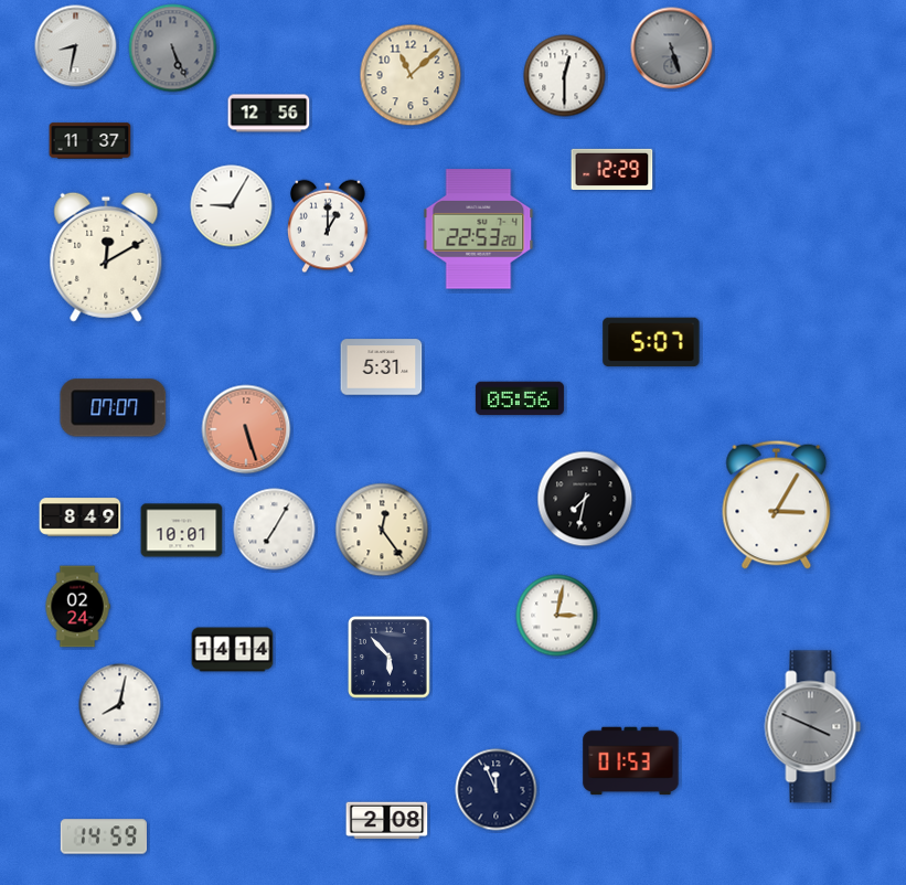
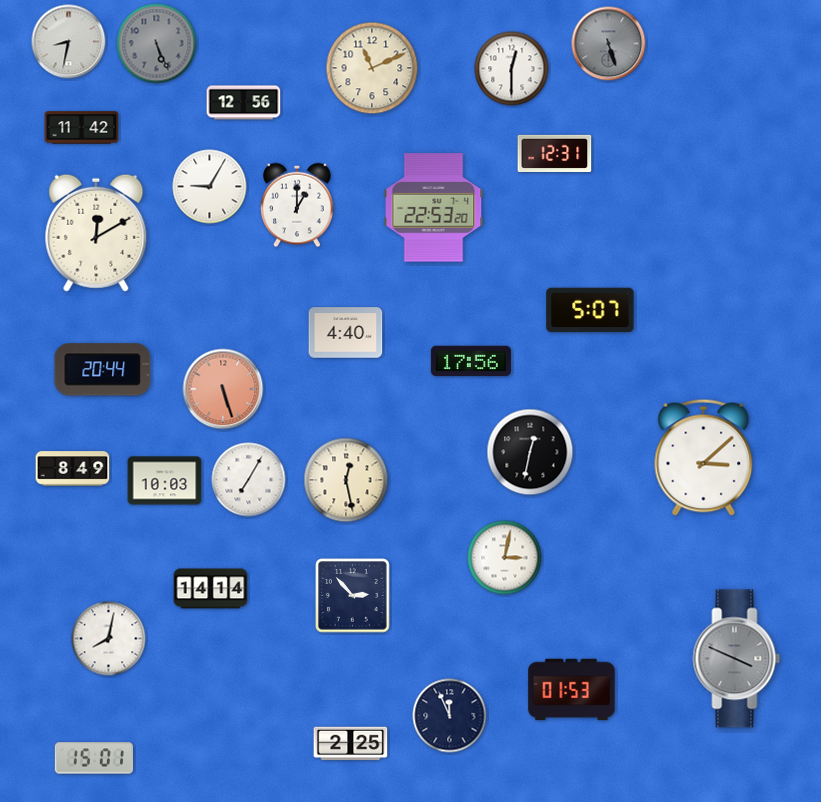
clock at (411, 75): 11:08 -> 11:11
clock at (90, 141): 11:37 -> 11:42
clock at (612, 169): 12:29 -> 12:31
clock at (382, 367): 5:31 -> 4:40
clock at (520, 398): 05:56 -> 17:56
clock at (114, 408): 07:07 -> 20:44
clock at (585, 499): 7:32 -> 12:32
clock at (777, 504): 3:05 -> 3:08
clock at (382, 530): 12:24 -> 12:28
clock at (182, 531): 10:01 -> 10:03
clock at (77, 607): 02:24 -> none
clock at (390, 658): 5:53 -> 2:53
clock at (387, 821): 2:08 -> 2:25
clock at (103, 836): 14:59 -> 15:01
